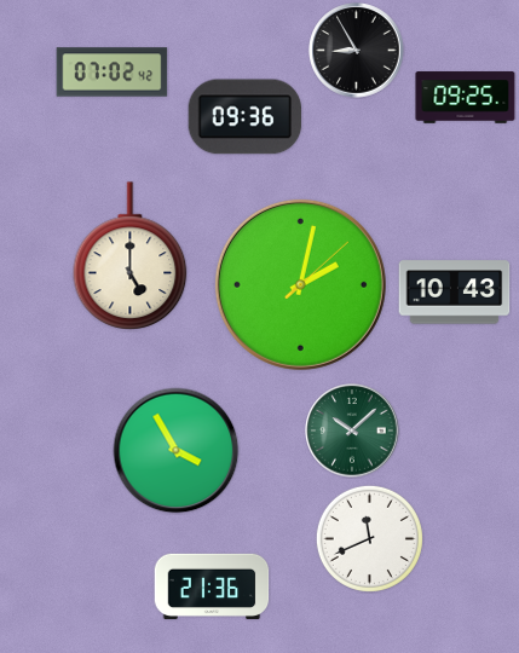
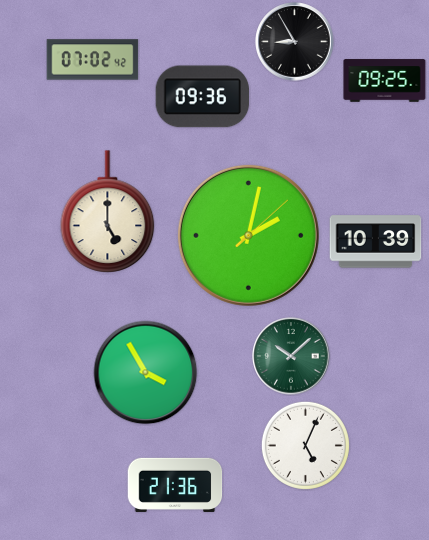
clock at (455, 293): 10:43 -> 10:39
clock at (369, 538): 11:41 -> 5:04
